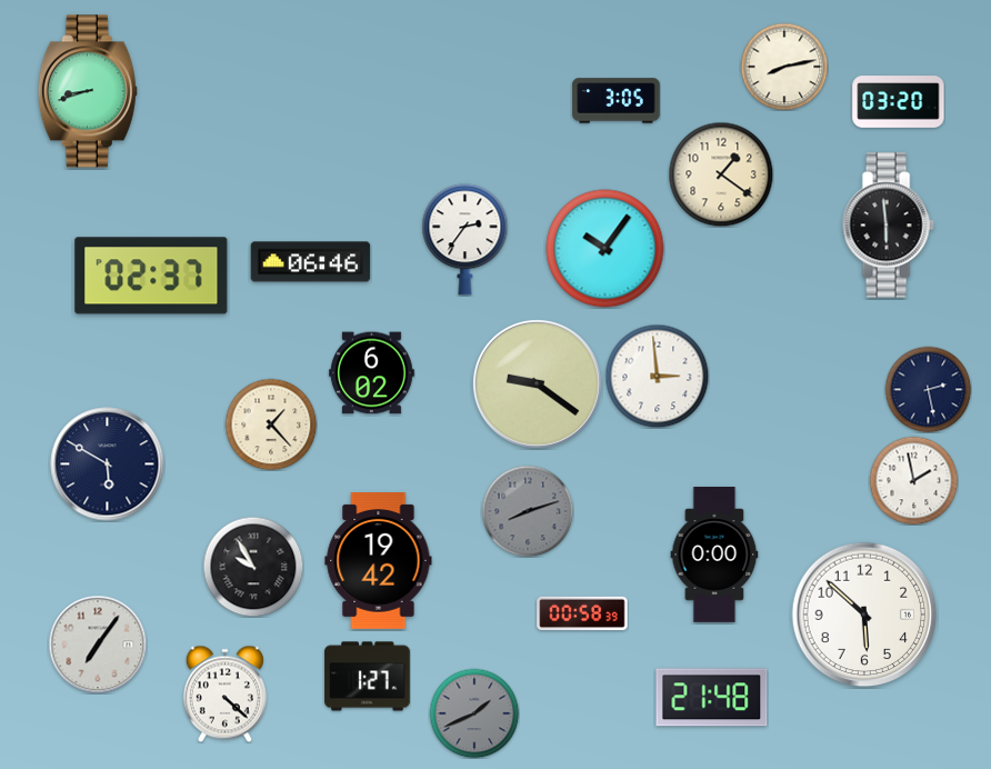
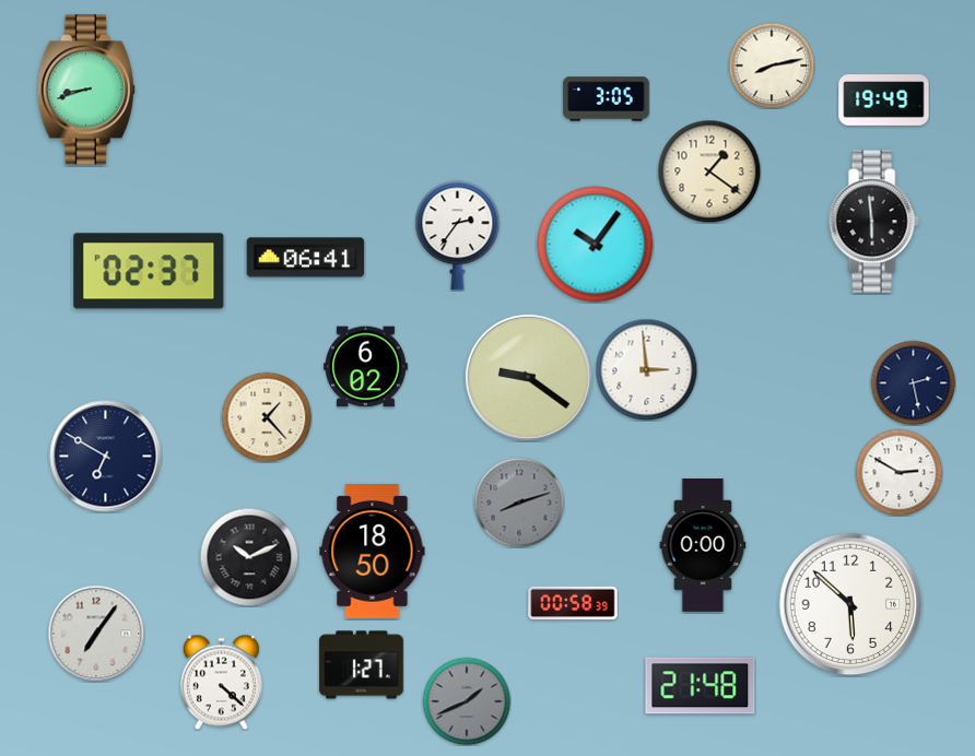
clock at (899, 102): 03:20 -> 19:49
clock at (311, 262): 06:46 -> 06:41
clock at (108, 465): 5:50 -> 6:50
clock at (913, 480): 1:58 -> 2:50
clock at (379, 561): 19:42 -> 18:50
clock at (253, 567): 9:55 -> 10:11
